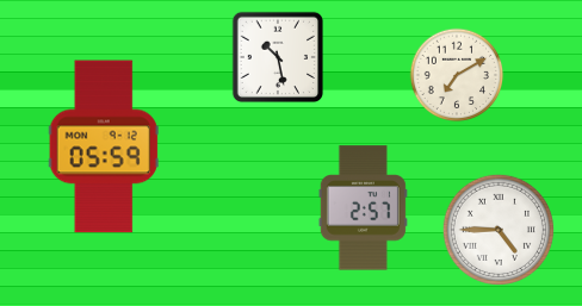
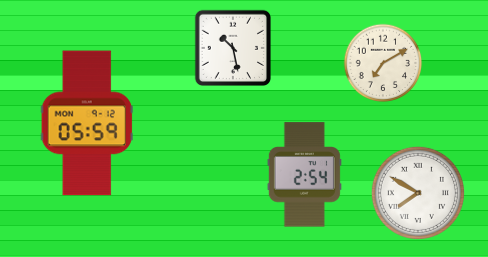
clock at (363, 208): 2:57 -> 2:54
clock at (499, 230): 4:45 -> 7:50
